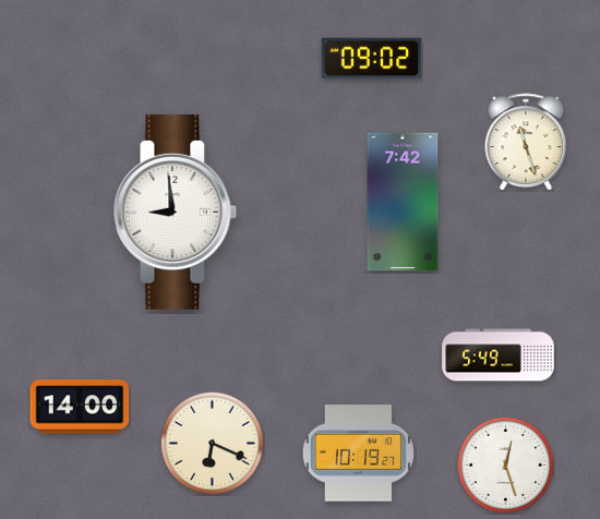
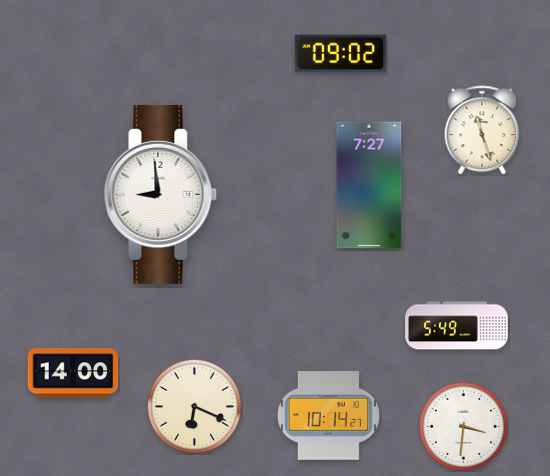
clock at (403, 202): 7:42 -> 7:27
clock at (358, 454): 10:19 -> 10:14
clock at (505, 464): 12:27 -> 3:31
